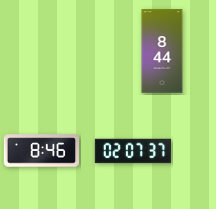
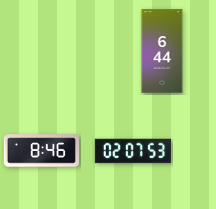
clock at (162, 51): 8:44 -> 6:44
clock at (133, 151): 02:07:37 -> 02:07:53
